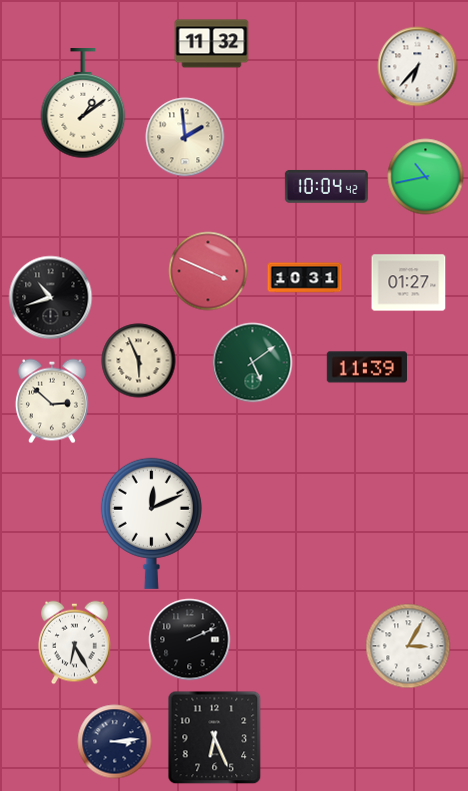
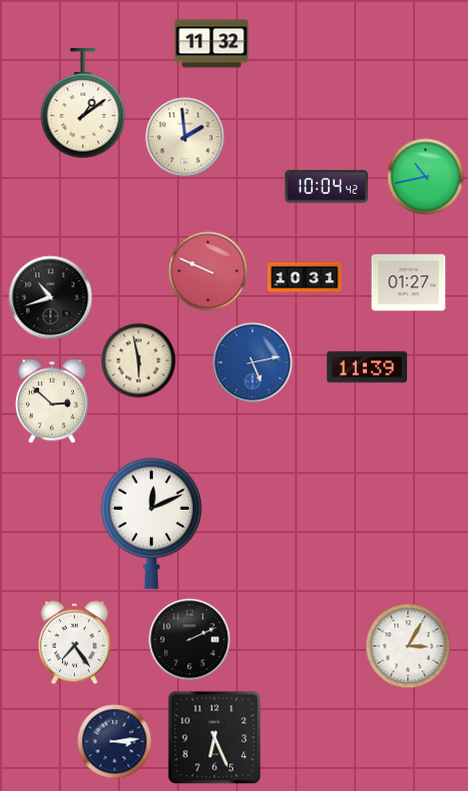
clock at (418, 67): 6:37 -> none
clock at (208, 271): 3:49 -> 9:49
clock at (139, 361): 5:56 -> 5:58
clock at (253, 363): 5:09 -> 5:13
clock at (253, 363) dial: green -> blue
clock at (75, 643): 6:25 -> 7:24
